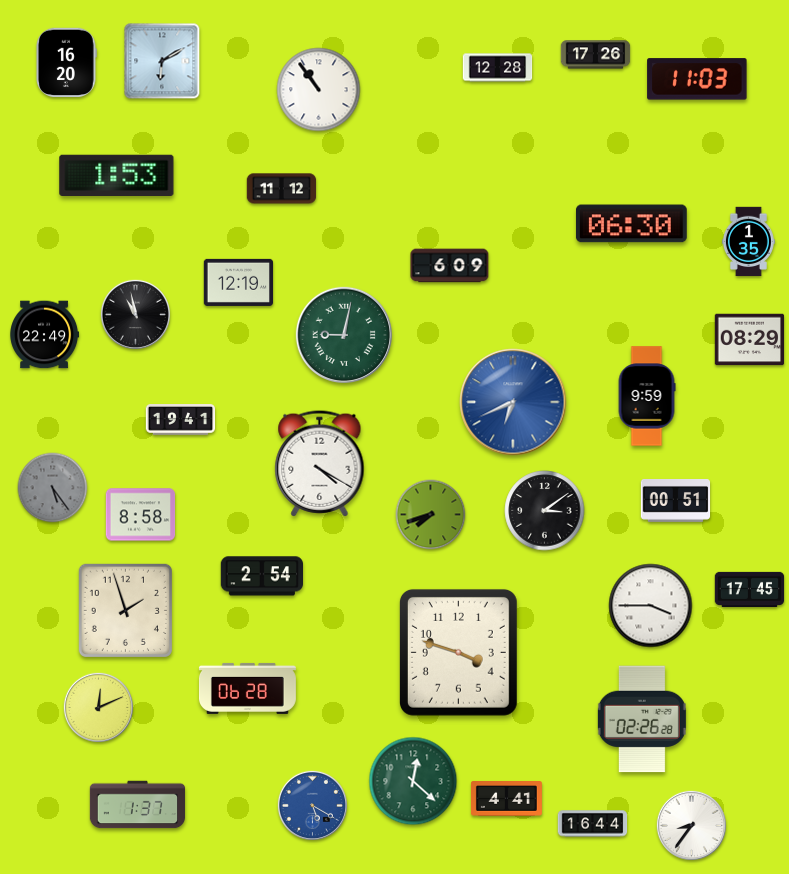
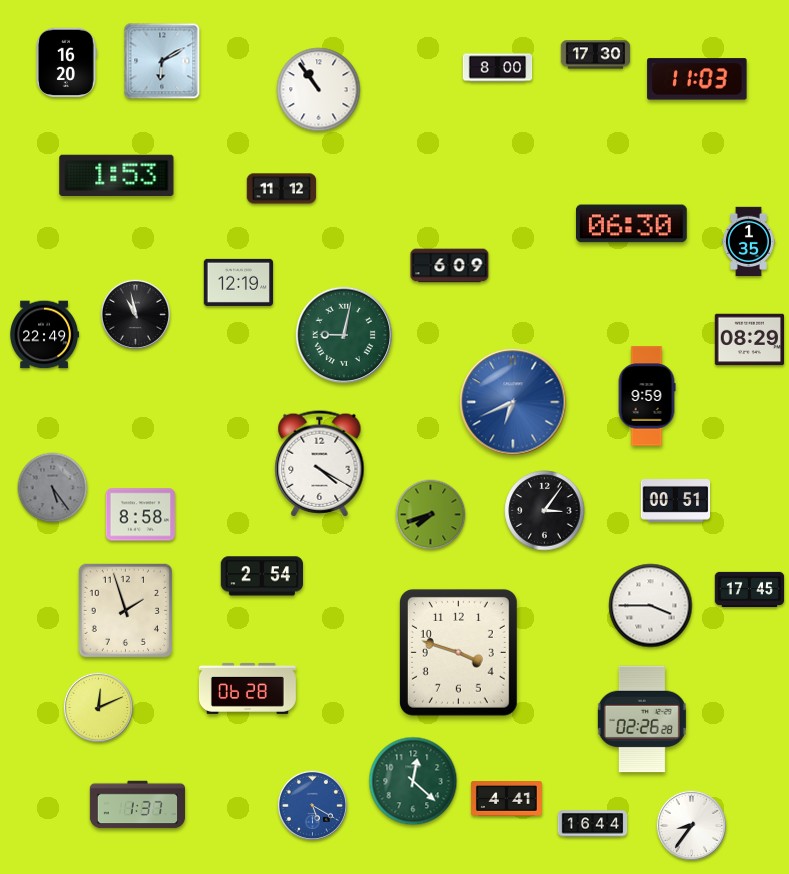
clock at (596, 55): 17:26 -> 17:30
clock at (498, 68): 12:28 -> 8:00
clock at (181, 420): 19:41 -> none
clock at (545, 511): 3:09 -> 3:06
